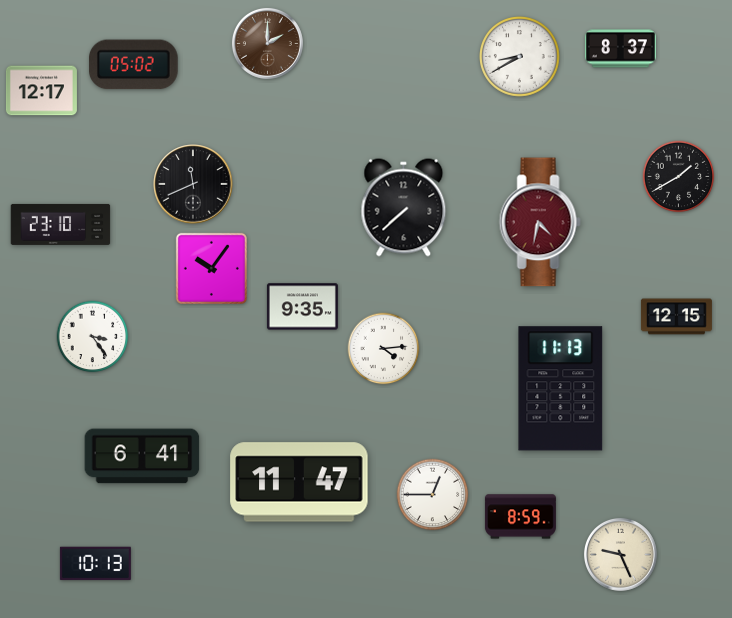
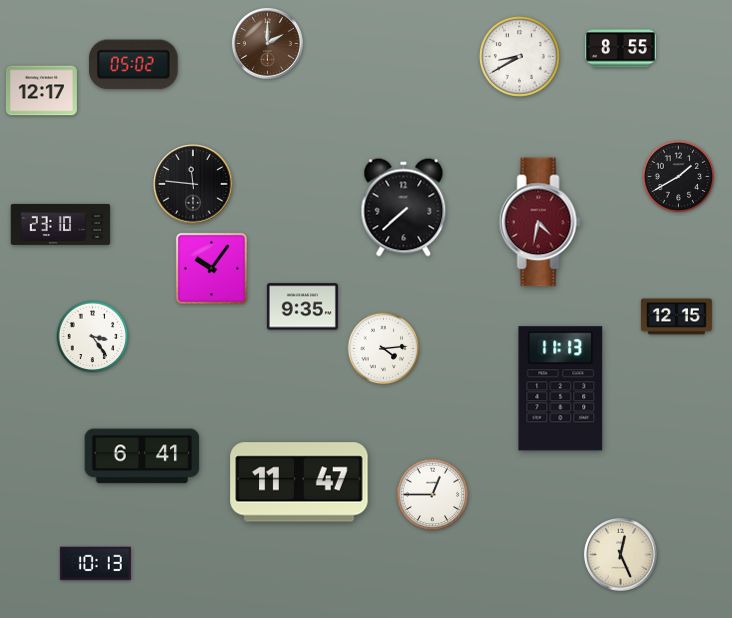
clock at (620, 49): 8:37 -> 8:55
clock at (193, 184): 11:41 -> 11:46
clock at (520, 517): 8:59 -> none
clock at (620, 554): 9:26 -> 12:26
